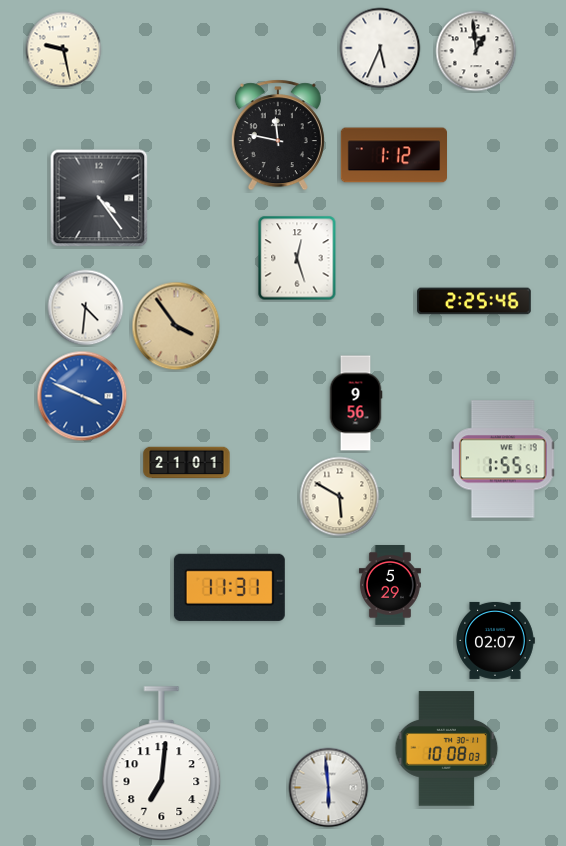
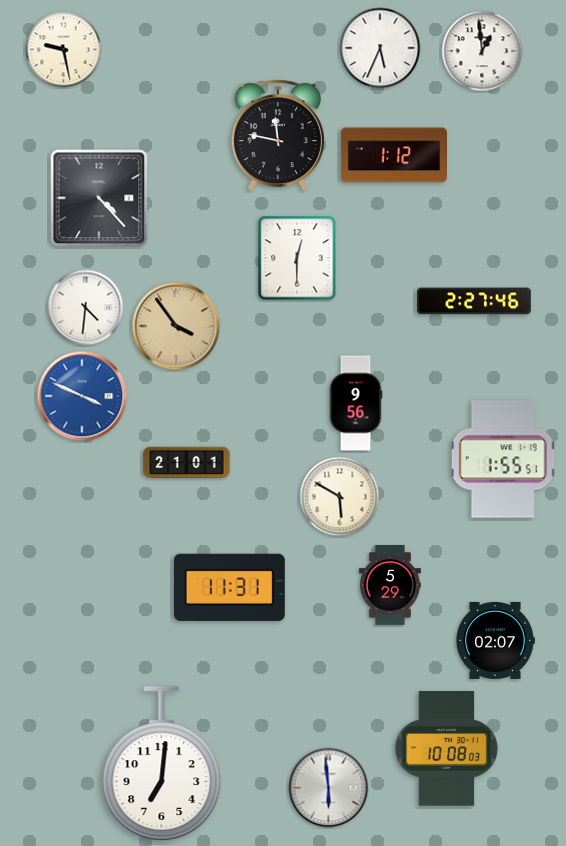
clock at (476, 51) position: (476, 51) -> (482, 51)
clock at (99, 198): 4:24 -> 4:23
clock at (297, 258): 12:27 -> 12:30
clock at (474, 301): 2:25 -> 2:27
